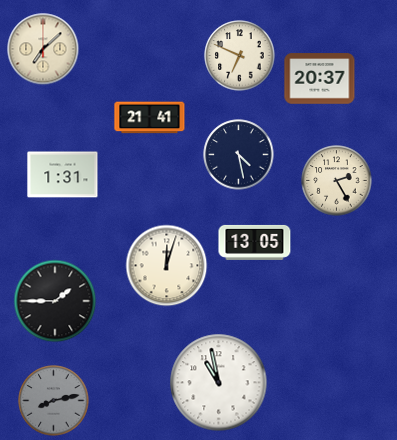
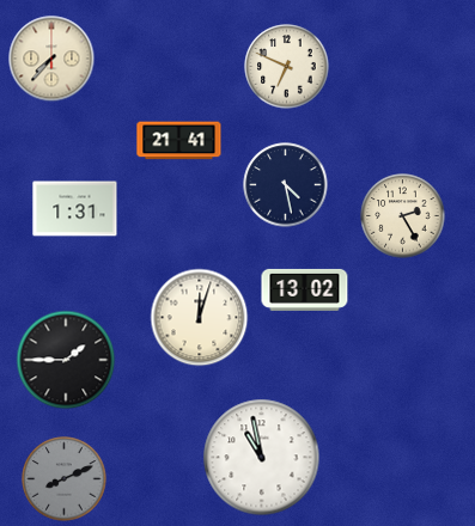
clock at (43, 49): 7:08 -> 7:37
clock at (320, 79): 20:37 -> none
clock at (255, 242): 13:05 -> 13:02
clock at (54, 401): 8:13 -> 8:11
